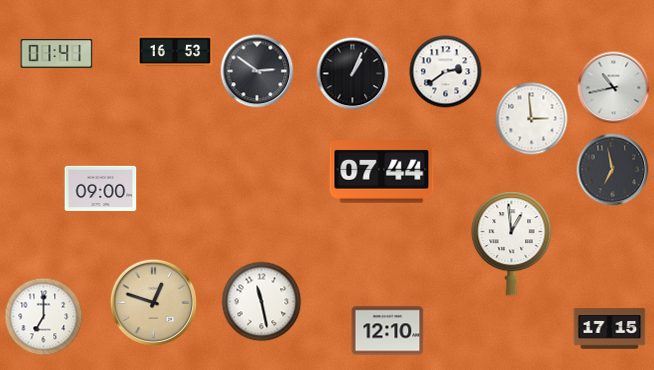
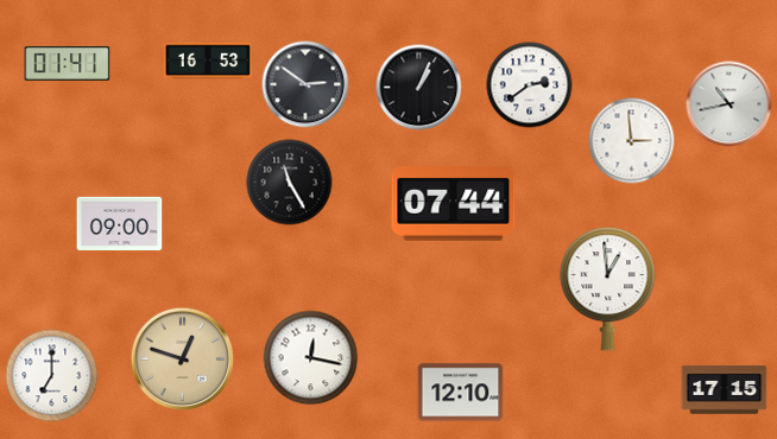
clock at (290, 183): none -> 11:25
clock at (613, 170): 6:58 -> none
clock at (262, 302): 11:28 -> 12:17
